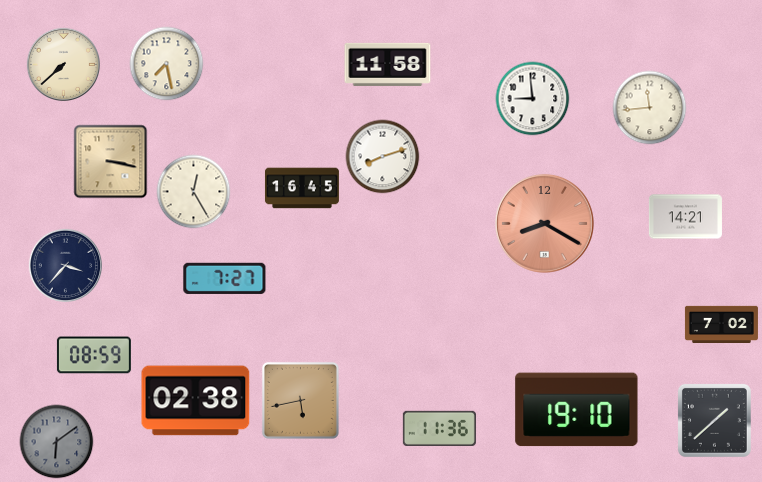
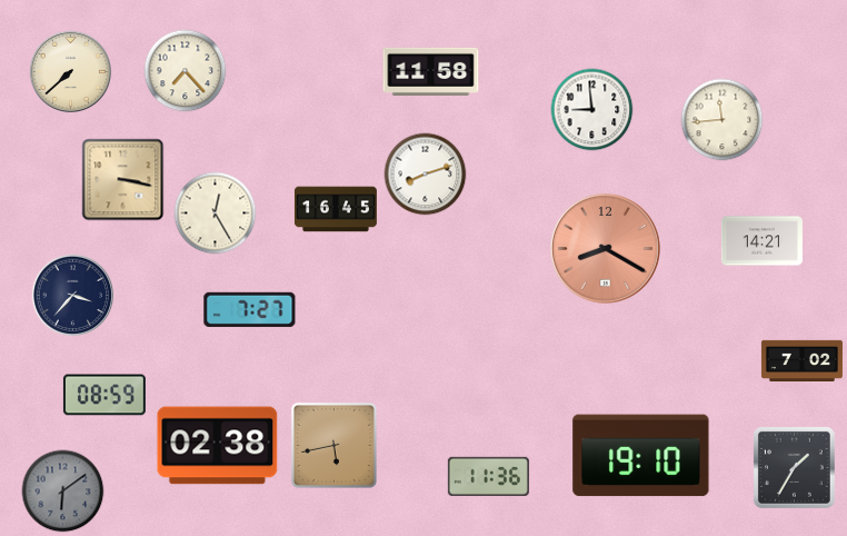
clock at (167, 64): 7:28 -> 7:23
clock at (714, 420): 1:38 -> 1:35
